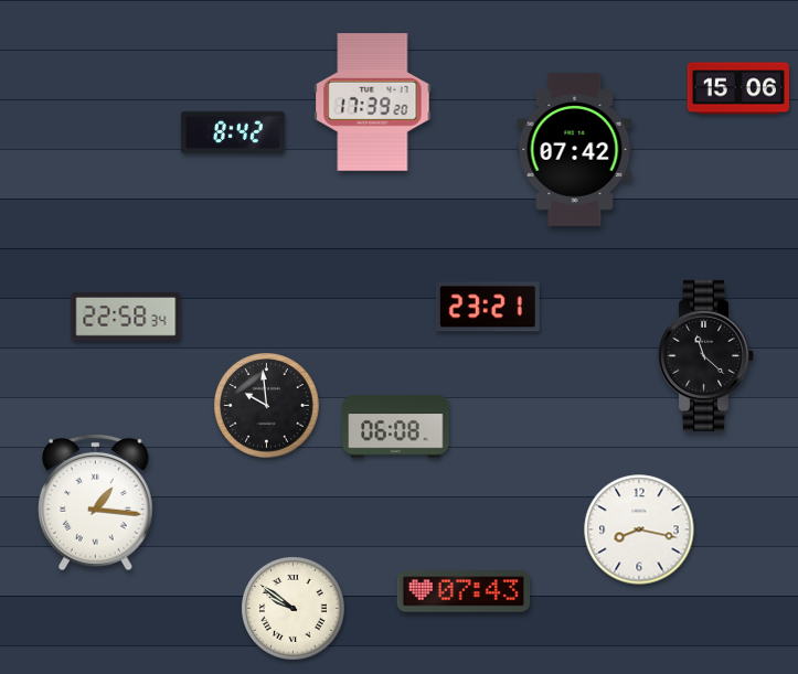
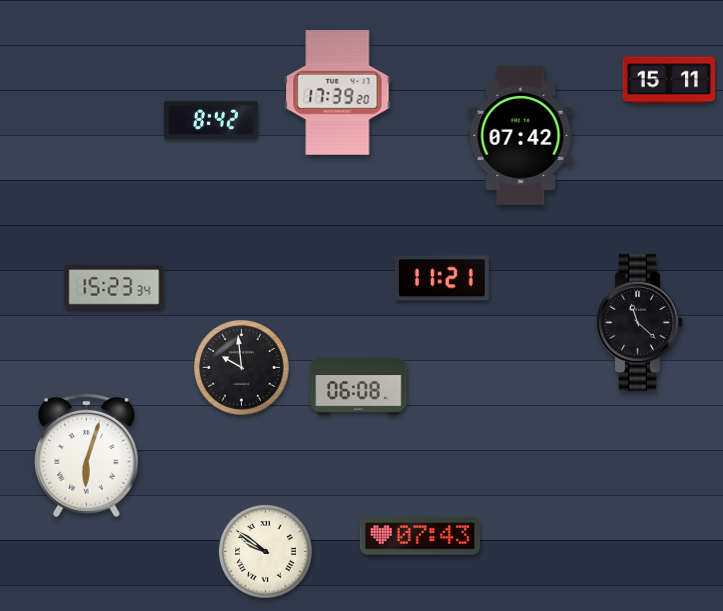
clock at (737, 88): 15:06 -> 15:11
clock at (488, 307): 23:21 -> 11:21
clock at (126, 317): 22:58 -> 15:23
clock at (96, 502): 1:16 -> 6:03
clock at (639, 529): 8:17 -> none
